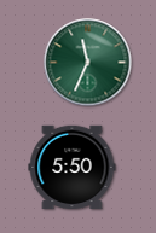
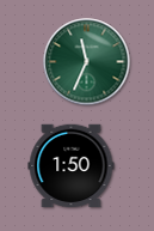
clock at (73, 167): 5:50 -> 1:50
